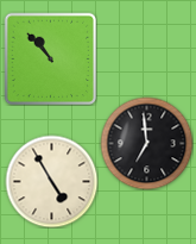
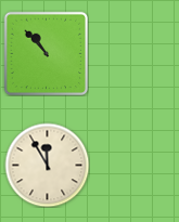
clock at (146, 143): 6:59 -> none
clock at (51, 181): 4:55 -> 11:55
